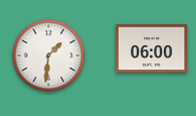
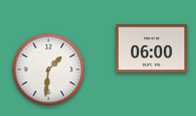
clock at (49, 56) position: (49, 56) -> (49, 70)
